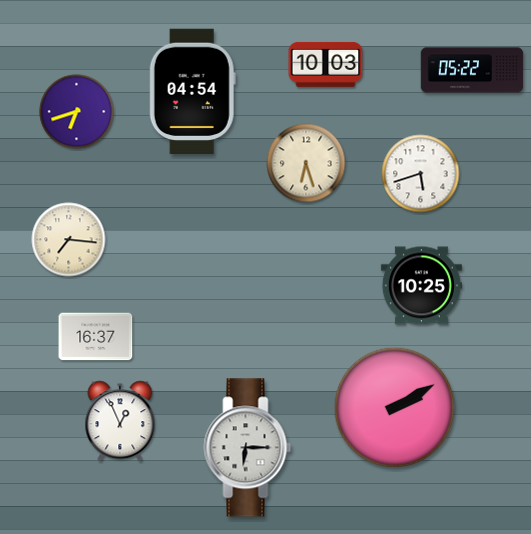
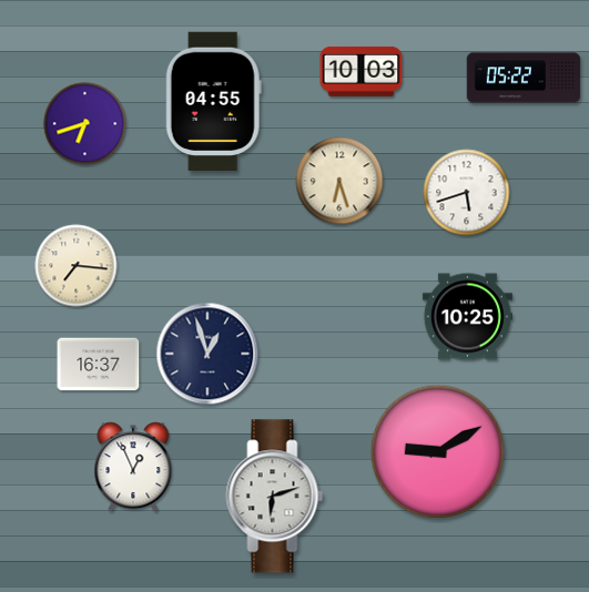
clock at (192, 91): 04:54 -> 04:55
clock at (207, 354): none -> 12:57
clock at (96, 337) position: (96, 337) -> (99, 365)
clock at (394, 407): 2:10 -> 9:10
clock at (248, 448): 6:15 -> 6:12
